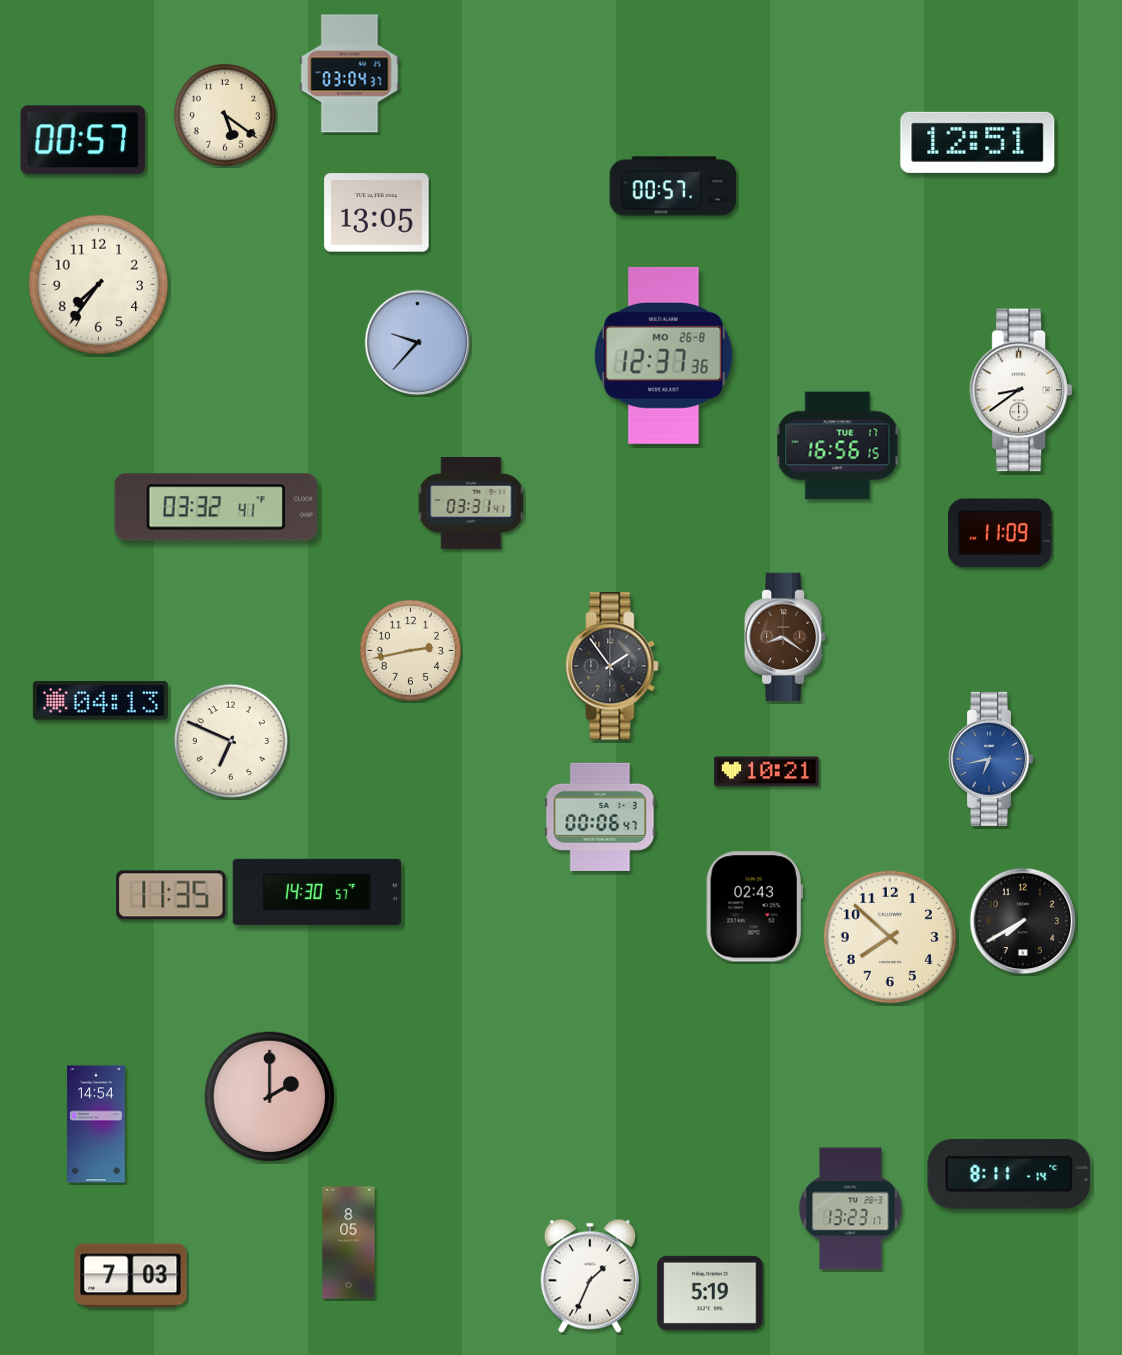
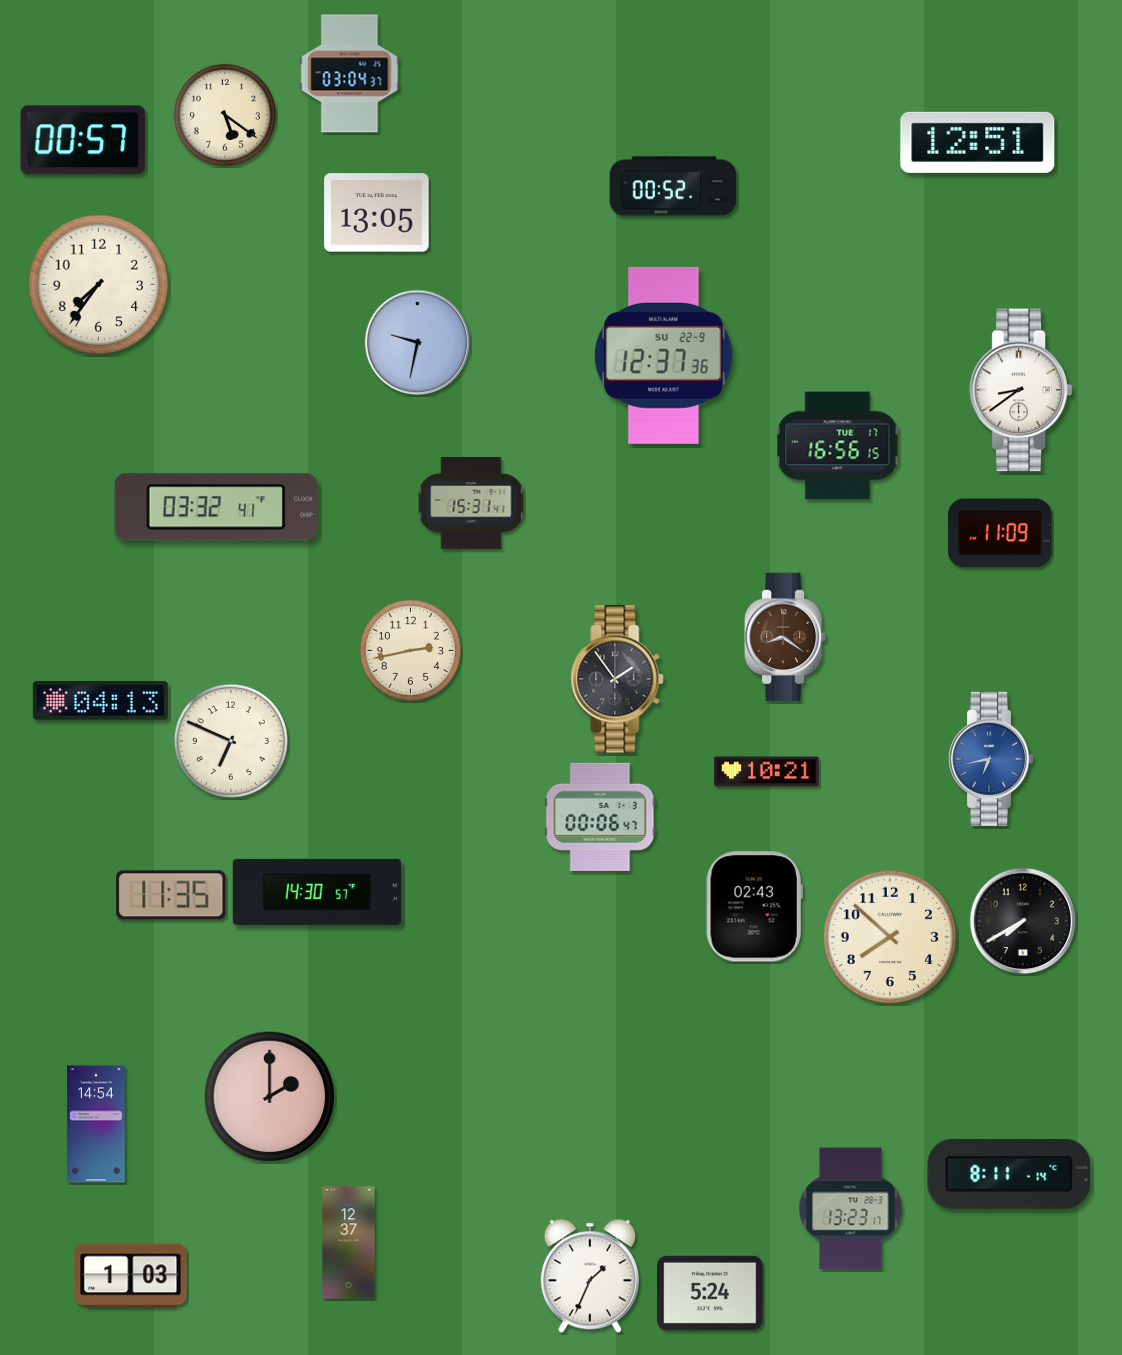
clock at (673, 186): 00:57 -> 00:52
clock at (418, 343): 9:37 -> 9:32
clock at (664, 355) date: MO 26-8 -> SU 22-9
clock at (471, 504): 03:31 -> 15:31
clock at (612, 666) position: (612, 666) -> (617, 679)
clock at (349, 1243): 8:05 -> 12:37
clock at (131, 1276): 7:03 -> 1:03
clock at (710, 1293): 5:19 -> 5:24
